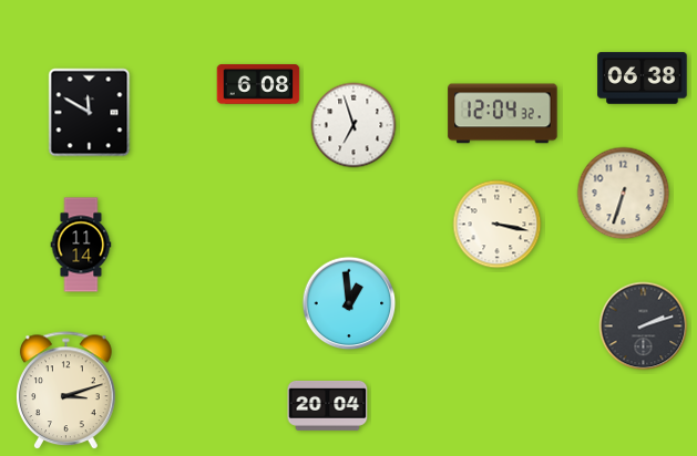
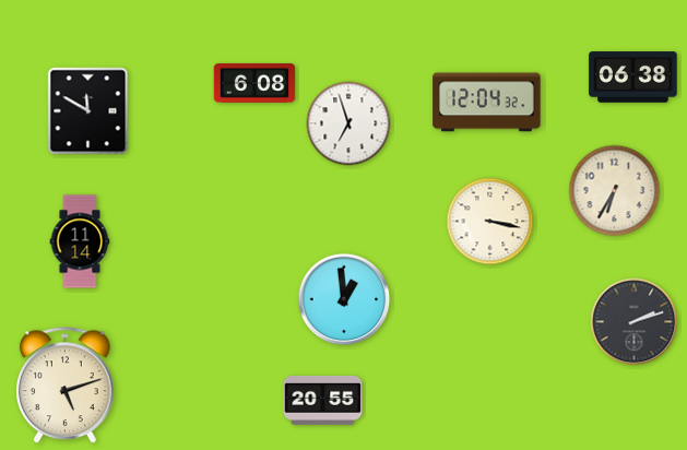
clock at (503, 114) position: (503, 114) -> (487, 103)
clock at (624, 194): 6:33 -> 6:35
clock at (66, 391): 3:12 -> 5:12
clock at (328, 405): 20:04 -> 20:55
